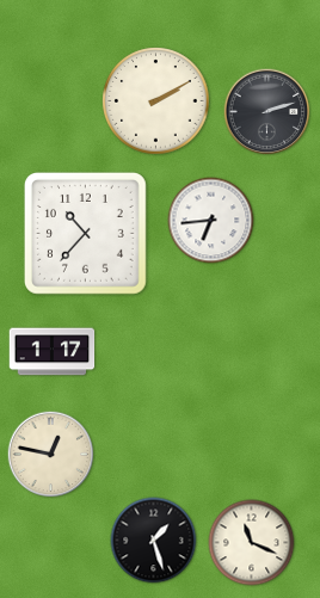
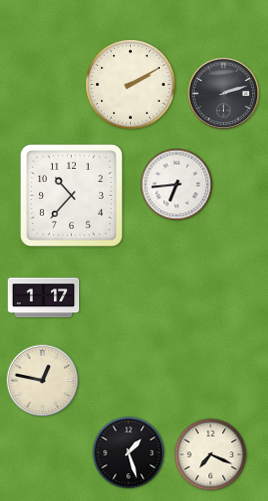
clock at (53, 352) position: (53, 352) -> (44, 298)
clock at (252, 543): 11:19 -> 7:19
